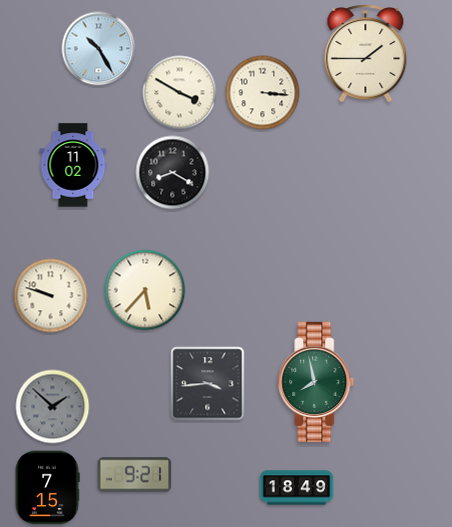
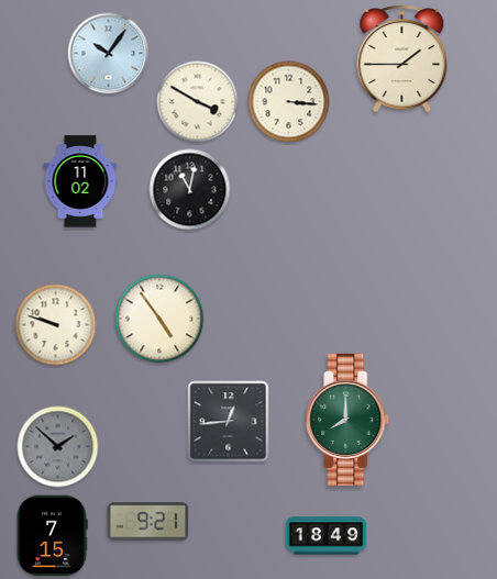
clock at (99, 49): 10:25 -> 10:06
clock at (173, 173): 8:20 -> 11:02
clock at (145, 290): 5:37 -> 4:54
clock at (316, 381): 7:58 -> 8:00
clock at (208, 384): 3:44 -> 12:44
